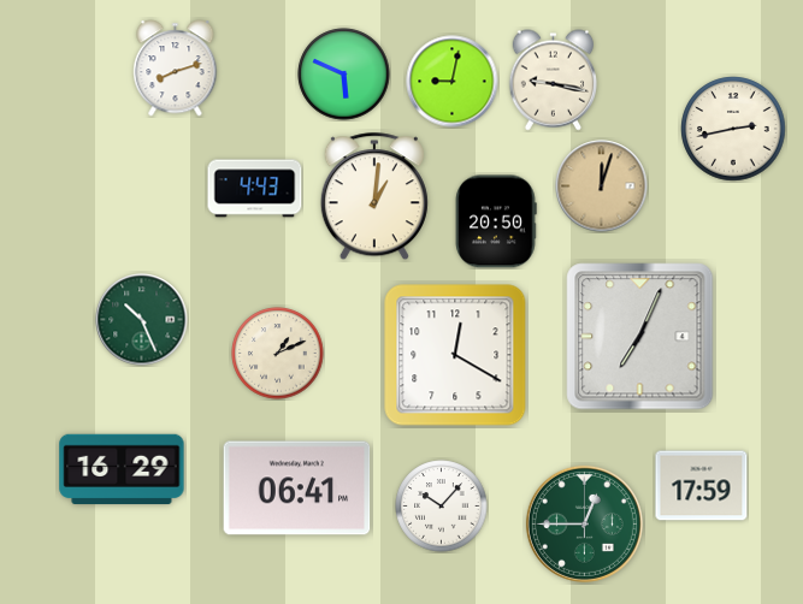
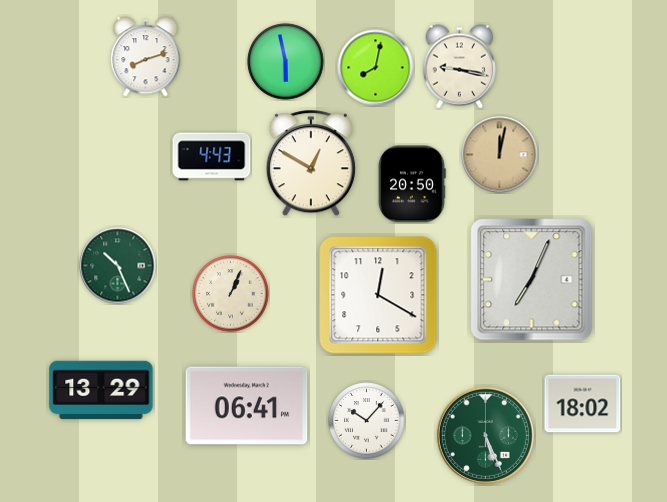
clock at (344, 75): 5:49 -> 5:58
clock at (453, 82): 9:02 -> 8:02
clock at (733, 129): 2:43 -> none
clock at (602, 186): 12:03 -> 12:02
clock at (374, 197): 1:01 -> 12:50
clock at (278, 354): 1:11 -> 1:04
clock at (122, 469): 16:29 -> 13:29
clock at (702, 486): 17:59 -> 18:02
clock at (584, 523): 12:45 -> 5:26
